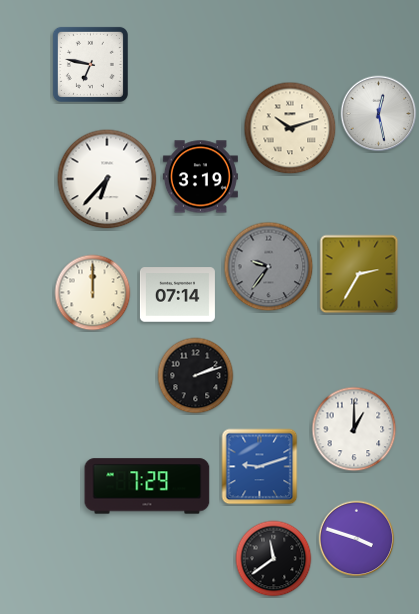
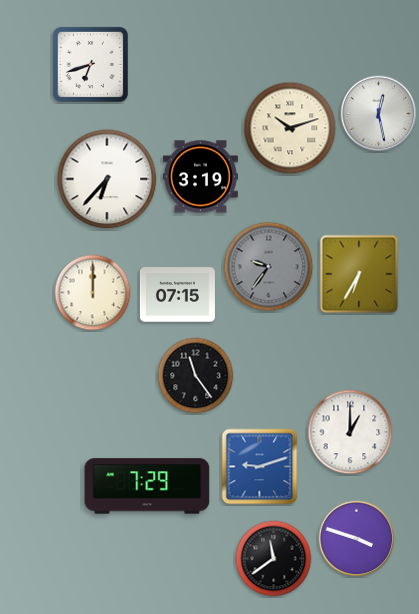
clock at (90, 64): 6:47 -> 6:42
clock at (359, 274): 2:35 -> 6:35
clock at (177, 295): 07:14 -> 07:15
clock at (196, 376): 2:12 -> 11:24
clock at (354, 429) position: (354, 429) -> (350, 432)
